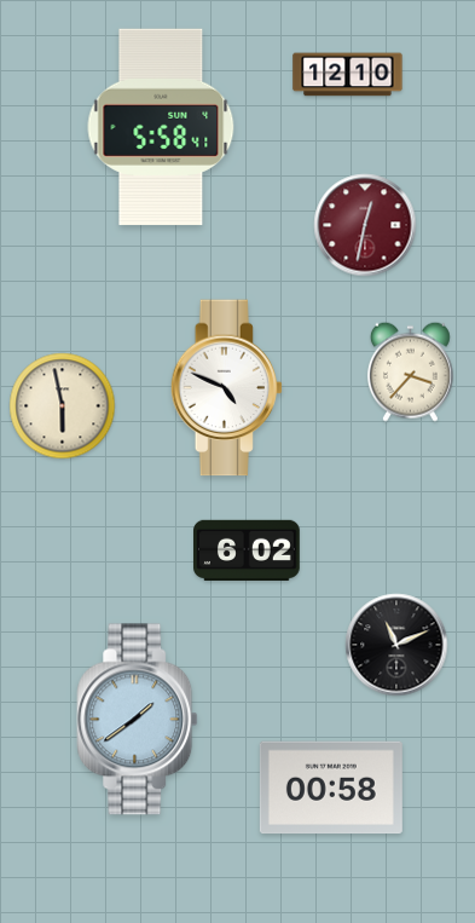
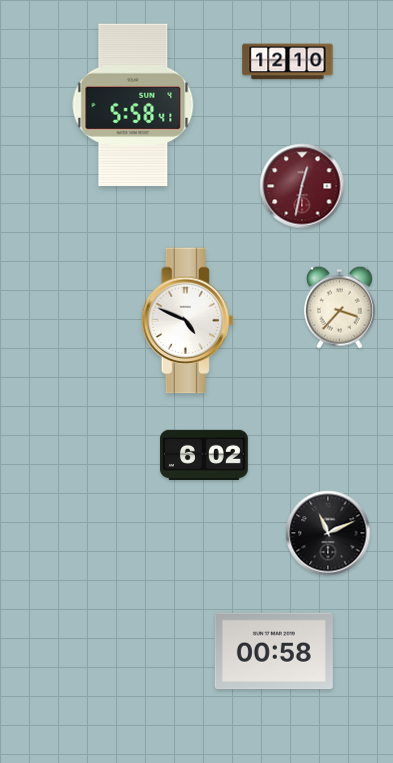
clock at (63, 406): 5:58 -> none
clock at (138, 720): 1:39 -> none
